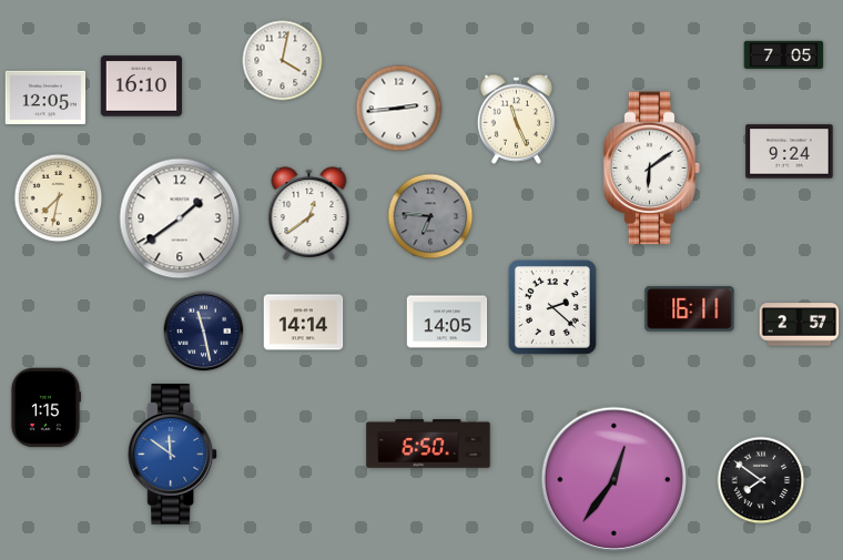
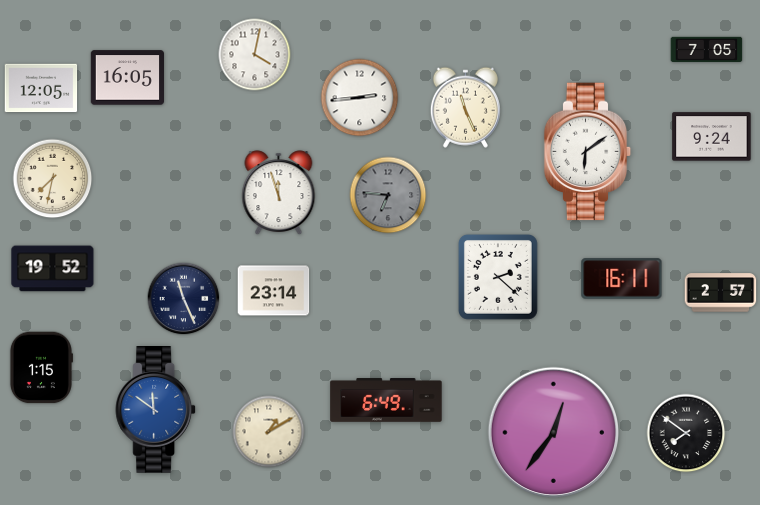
clock at (141, 86): 16:10 -> 16:05
clock at (309, 213): 12:39 -> 11:57
clock at (180, 218): 1:39 -> none
clock at (53, 269): none -> 19:52
clock at (447, 322): 14:05 -> none
clock at (304, 323): 14:14 -> 23:14
clock at (204, 332): 11:28 -> 11:26
clock at (428, 444): 6:50 -> 6:49
clock at (269, 432): none -> 1:10
